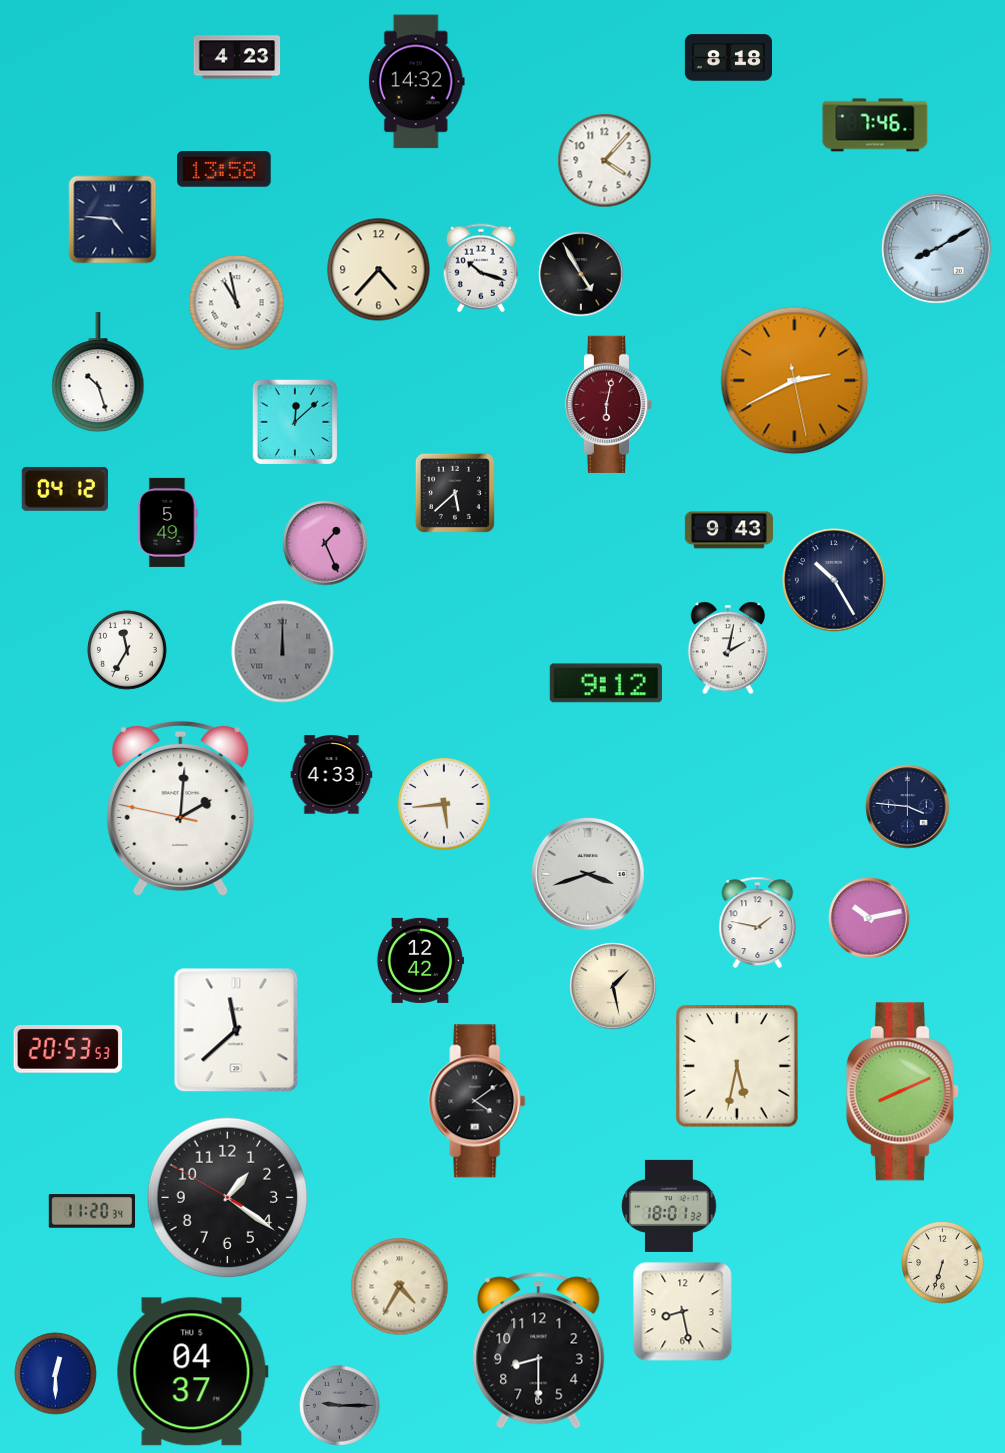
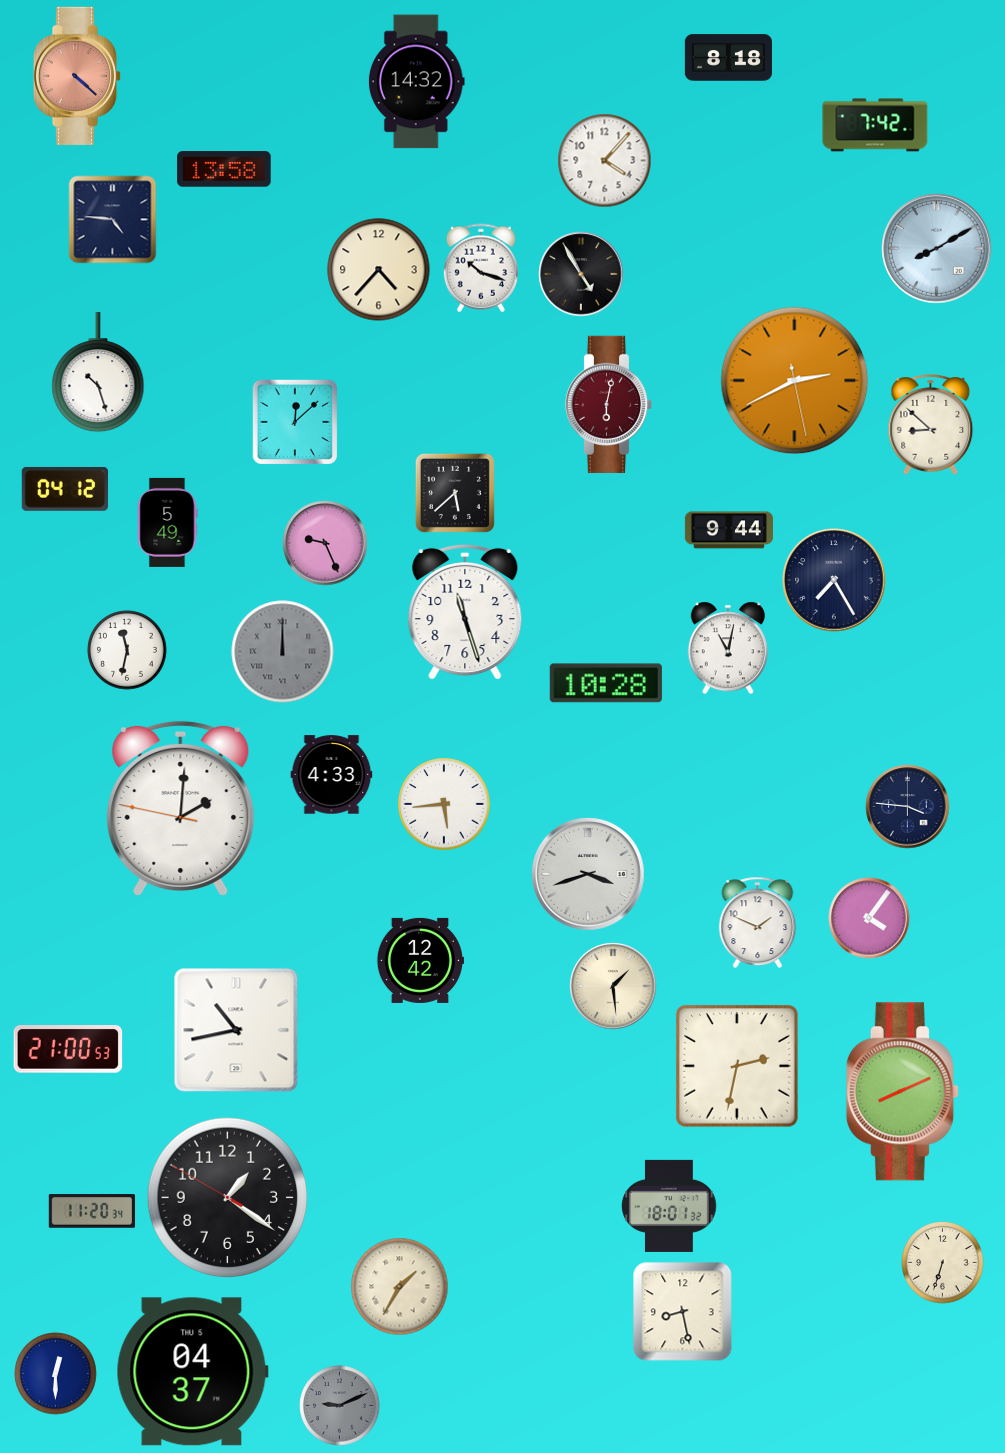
clock at (237, 57): 4:23 -> none
clock at (77, 76): none -> 4:22
clock at (875, 125): 7:46 -> 7:42
clock at (237, 303): 10:58 -> none
clock at (931, 425): none -> 8:52
clock at (729, 530): 9:43 -> 9:44
clock at (325, 543): 1:26 -> 9:26
clock at (834, 580): 10:25 -> 7:25
clock at (465, 612): none -> 11:27
clock at (728, 648): 2:02 -> 11:02
clock at (127, 650): 11:35 -> 11:32
clock at (606, 683): 9:12 -> 10:28
clock at (869, 918): 10:13 -> 4:06
clock at (758, 922): 1:47 -> 1:49
clock at (613, 986): 1:28 -> 1:29
clock at (236, 1030): 11:38 -> 10:43
clock at (68, 1049): 20:53 -> 21:00
clock at (737, 1066): 5:32 -> 2:32
clock at (477, 1101): 4:09 -> none
clock at (400, 1287): 4:35 -> 1:35
clock at (539, 1351): 8:30 -> none
clock at (340, 1406): 9:15 -> 9:11
